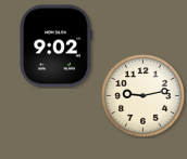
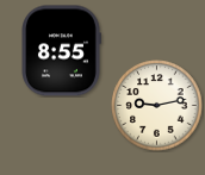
clock at (55, 47): 9:02 -> 8:55
